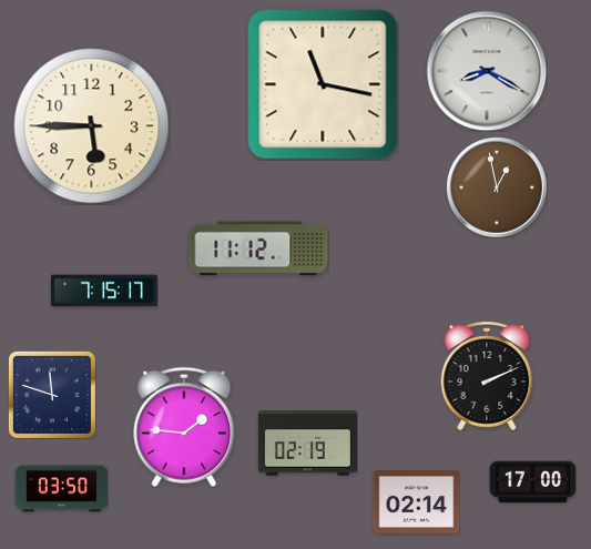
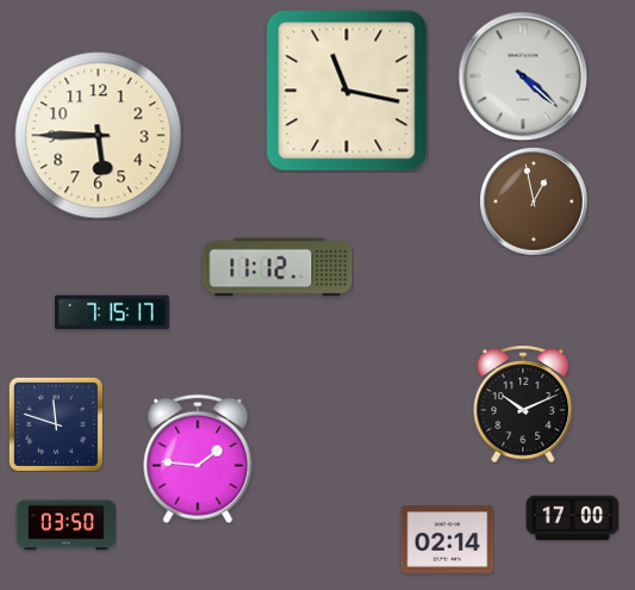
clock at (487, 71): 8:20 -> 4:22
clock at (487, 376): 2:11 -> 10:11
clock at (307, 444): 02:19 -> none
